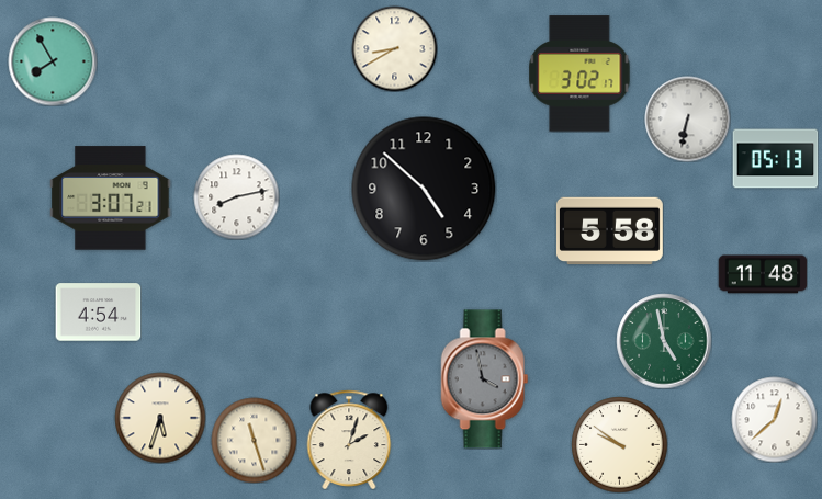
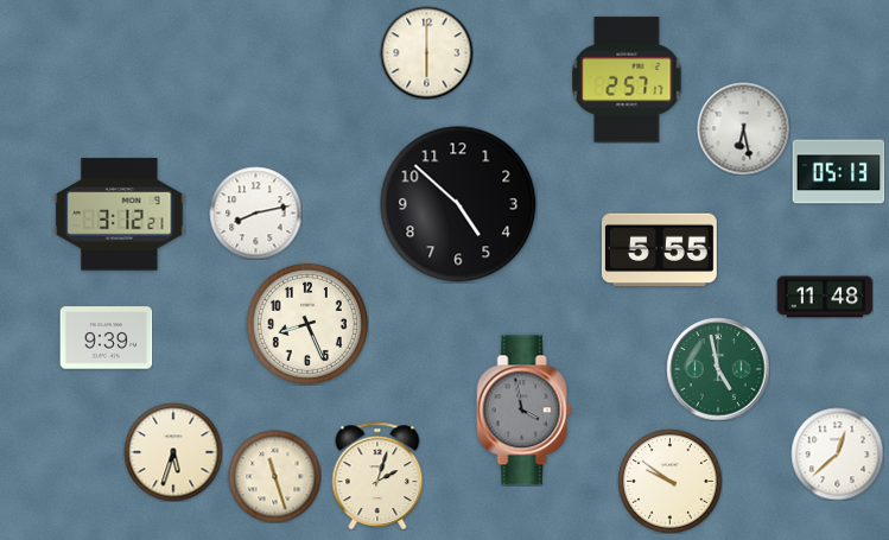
clock at (394, 48): 8:40 -> 6:00
clock at (53, 61): 7:55 -> none
clock at (579, 73): 3:02 -> 2:57
clock at (687, 118): 6:32 -> 6:28
clock at (111, 199): 3:07 -> 3:12
clock at (609, 231): 5:58 -> 5:55
clock at (307, 324): none -> 8:26
clock at (98, 313): 4:54 -> 9:39
